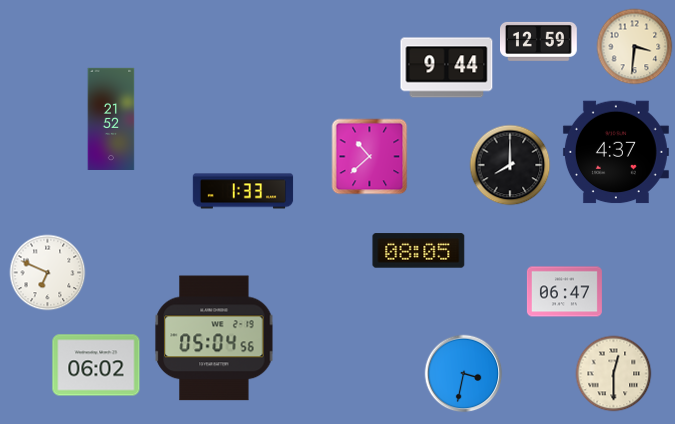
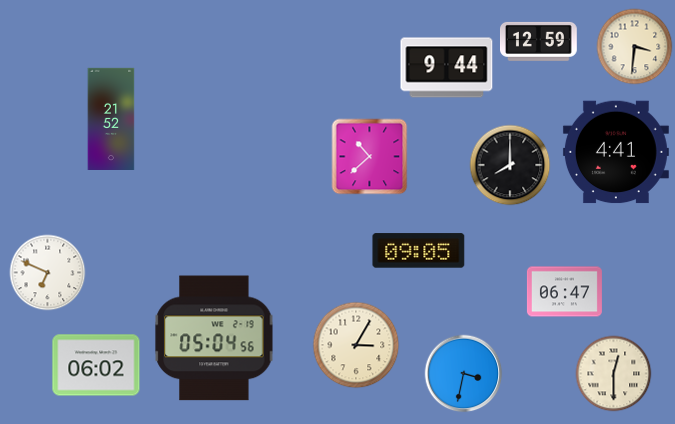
clock at (616, 152): 4:37 -> 4:41
clock at (243, 191): 1:33 -> none
clock at (419, 251): 08:05 -> 09:05
clock at (356, 345): none -> 3:05
